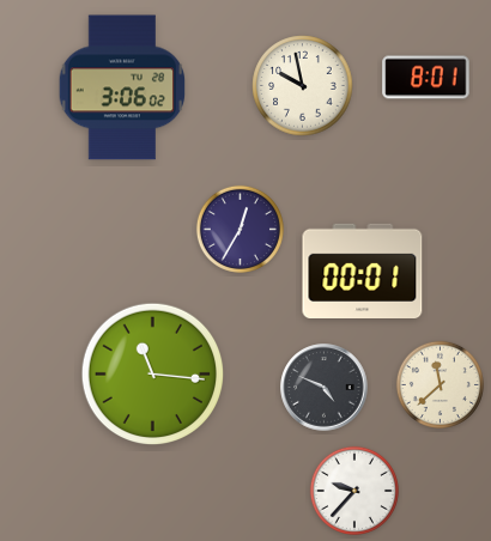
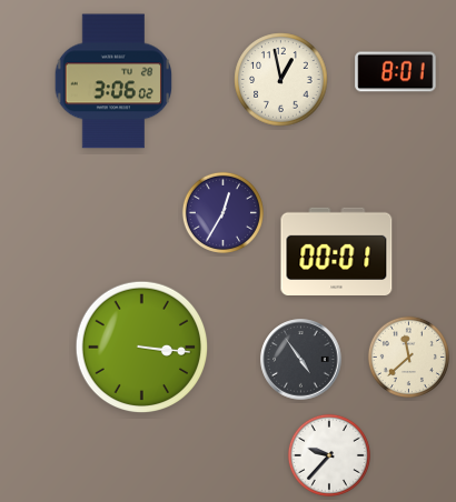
clock at (303, 86): 9:58 -> 12:58
clock at (153, 375): 11:16 -> 3:16
clock at (325, 388): 4:49 -> 4:54
